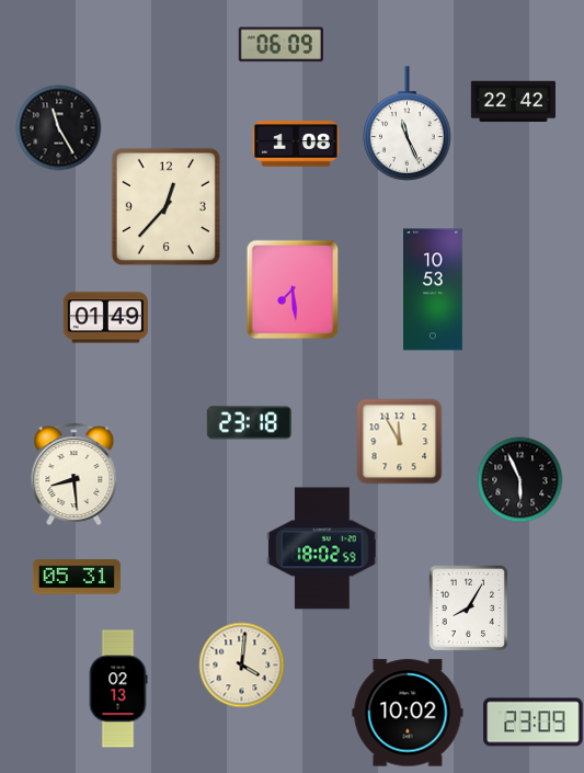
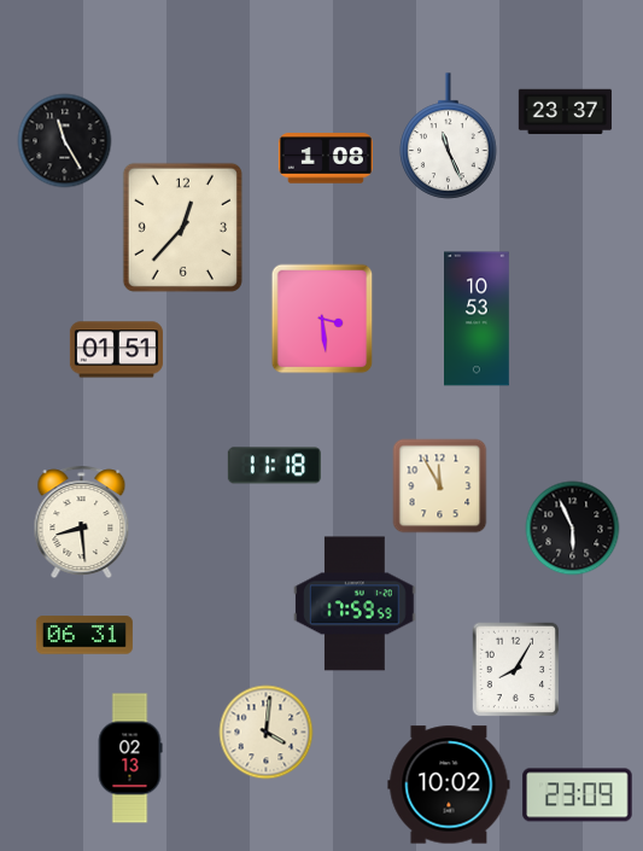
clock at (280, 45): 06:09 -> none
clock at (513, 102): 22:42 -> 23:37
clock at (293, 289): 7:29 -> 3:29
clock at (105, 318): 01:49 -> 01:51
clock at (249, 423): 23:18 -> 11:18
clock at (322, 548): 18:02 -> 17:59
clock at (77, 577): 05:31 -> 06:31
clock at (534, 723) position: (534, 723) -> (578, 795)
